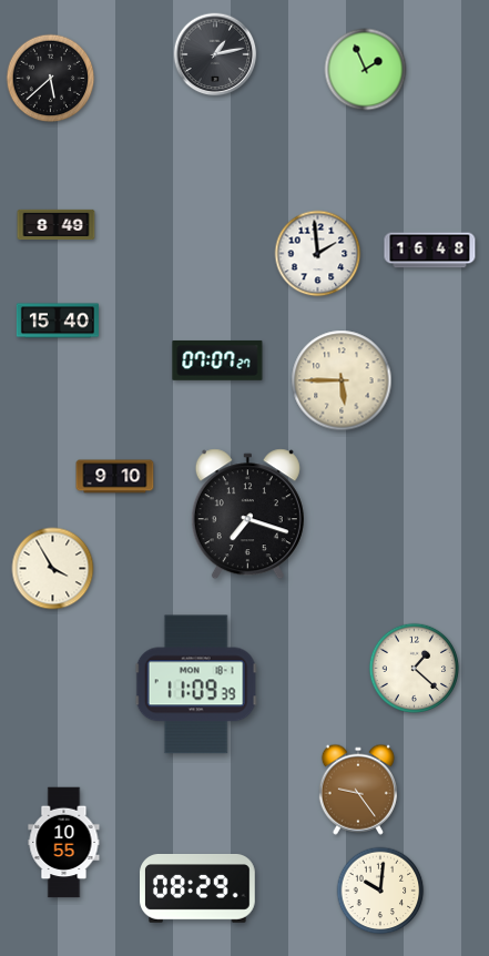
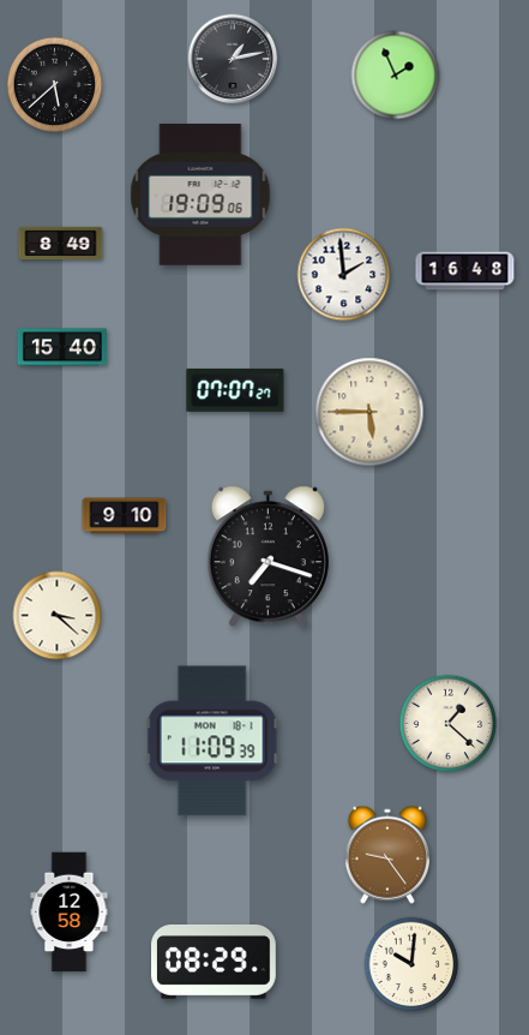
clock at (200, 195): none -> 19:09
clock at (53, 569): 3:55 -> 3:22
clock at (64, 843): 10:55 -> 12:58
